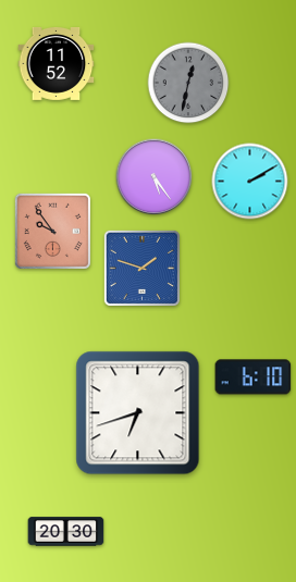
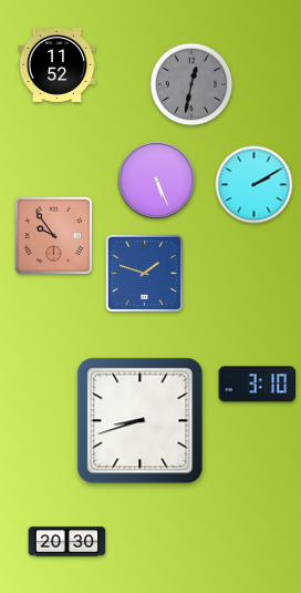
clock at (155, 177): 5:24 -> 5:26
clock at (254, 377): 6:10 -> 3:10
clock at (138, 413): 6:42 -> 8:42
